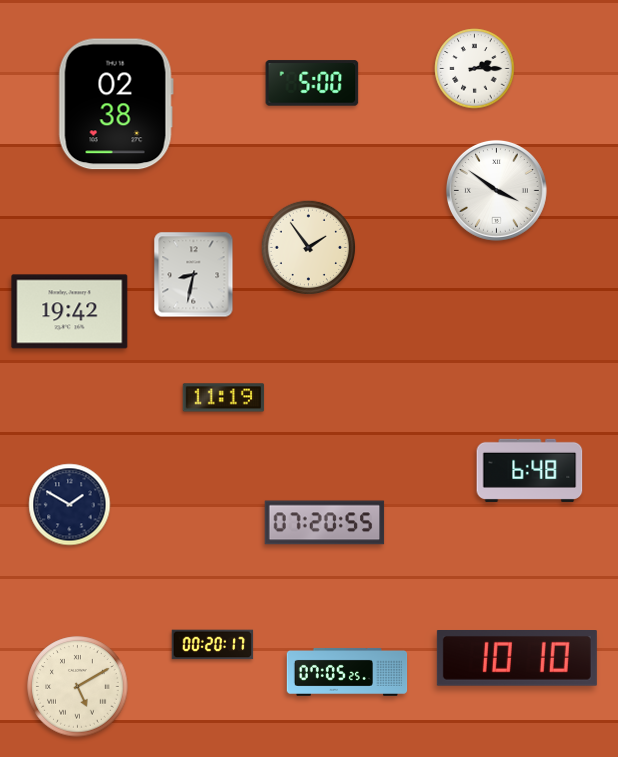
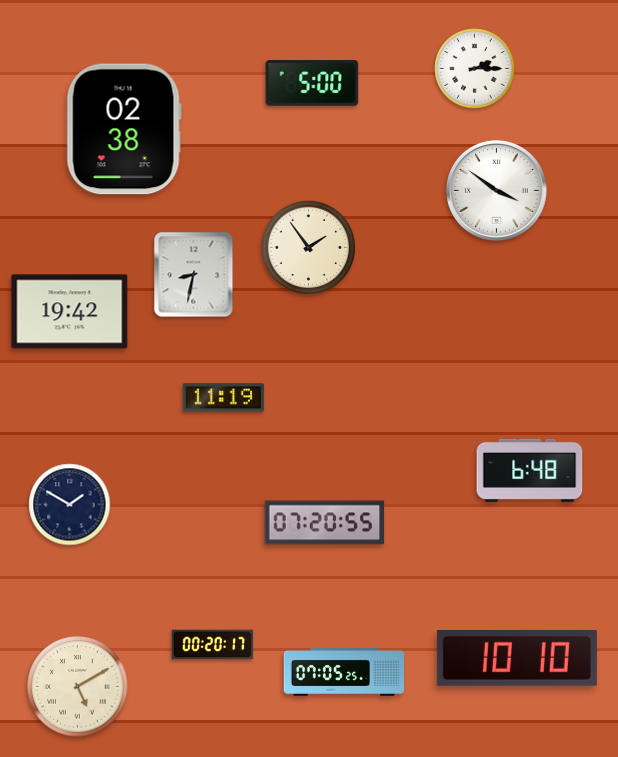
clock at (116, 104) position: (116, 104) -> (124, 129)
clock at (347, 672) position: (347, 672) -> (344, 672)
